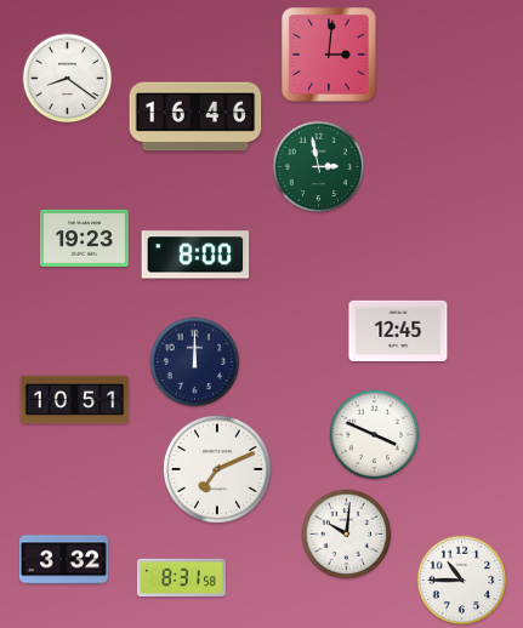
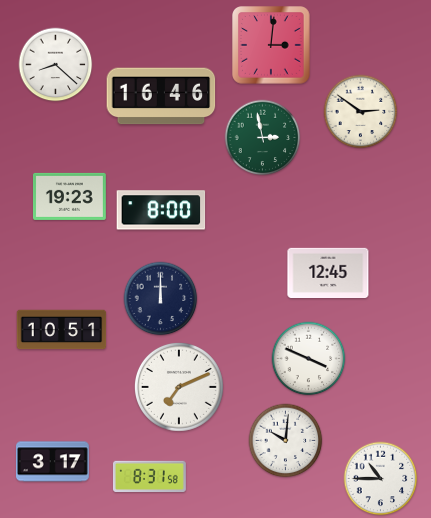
clock at (68, 79): 8:21 -> 8:22
clock at (361, 112): none -> 2:51
clock at (63, 560): 3:32 -> 3:17
